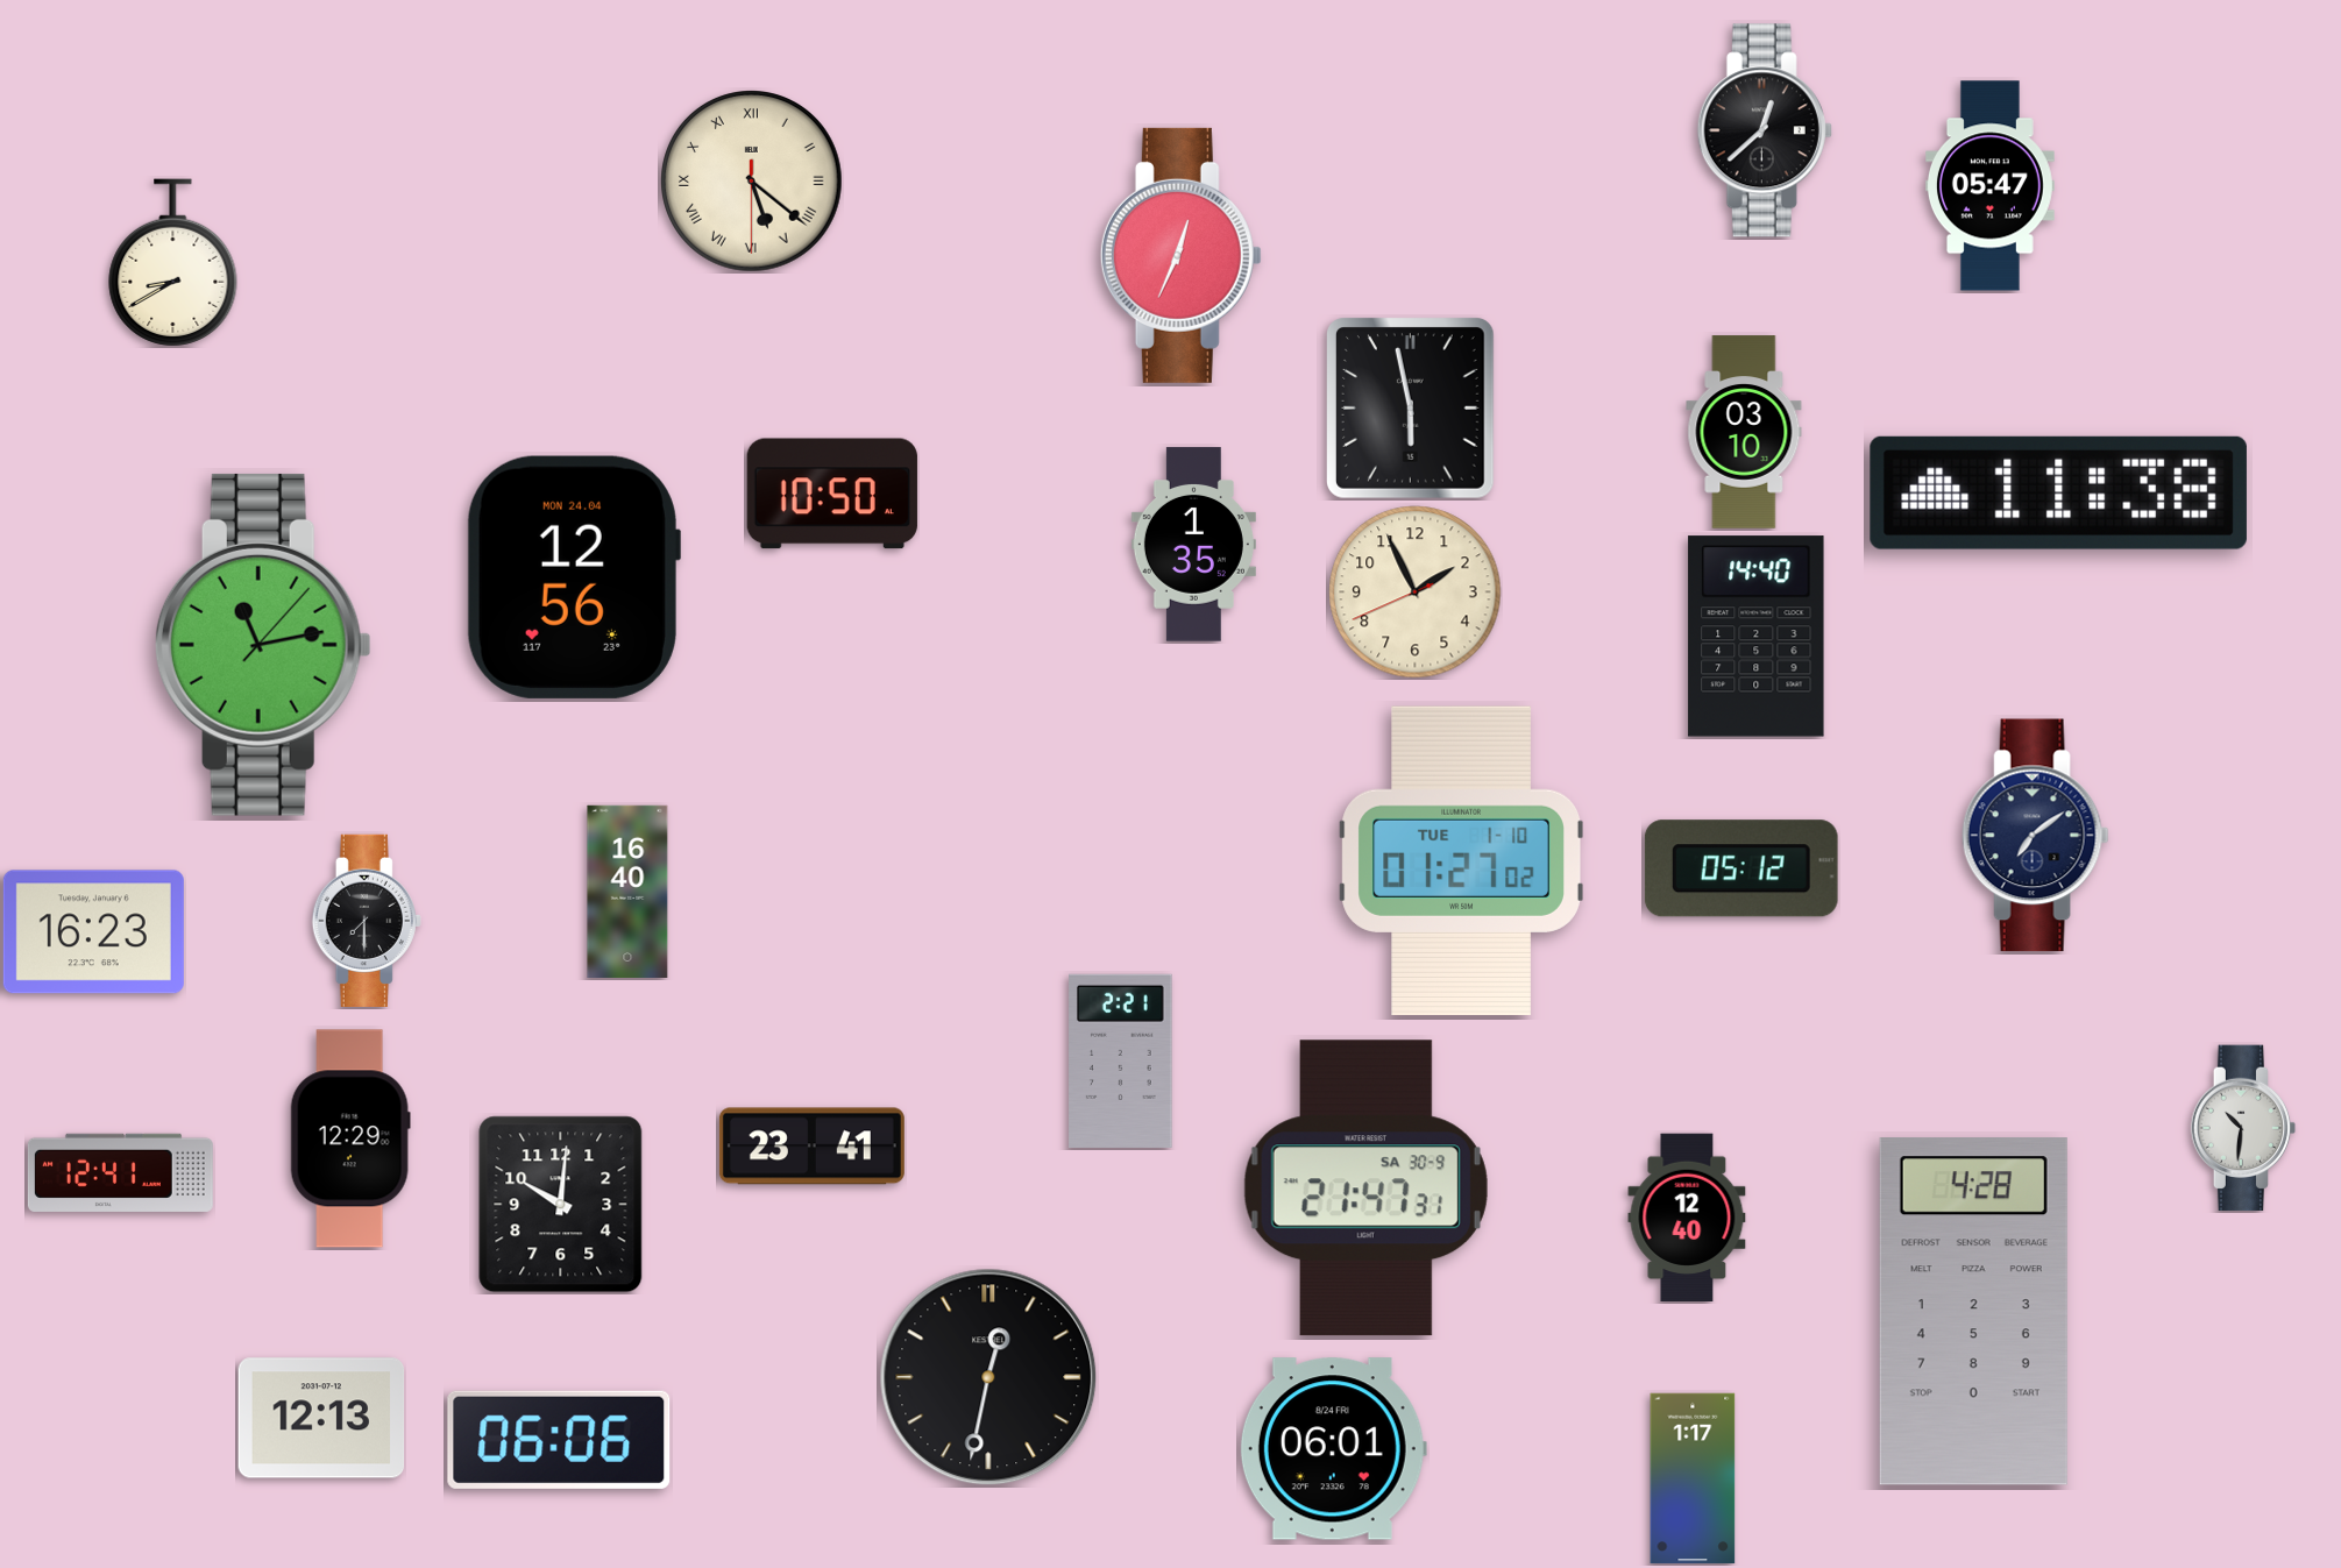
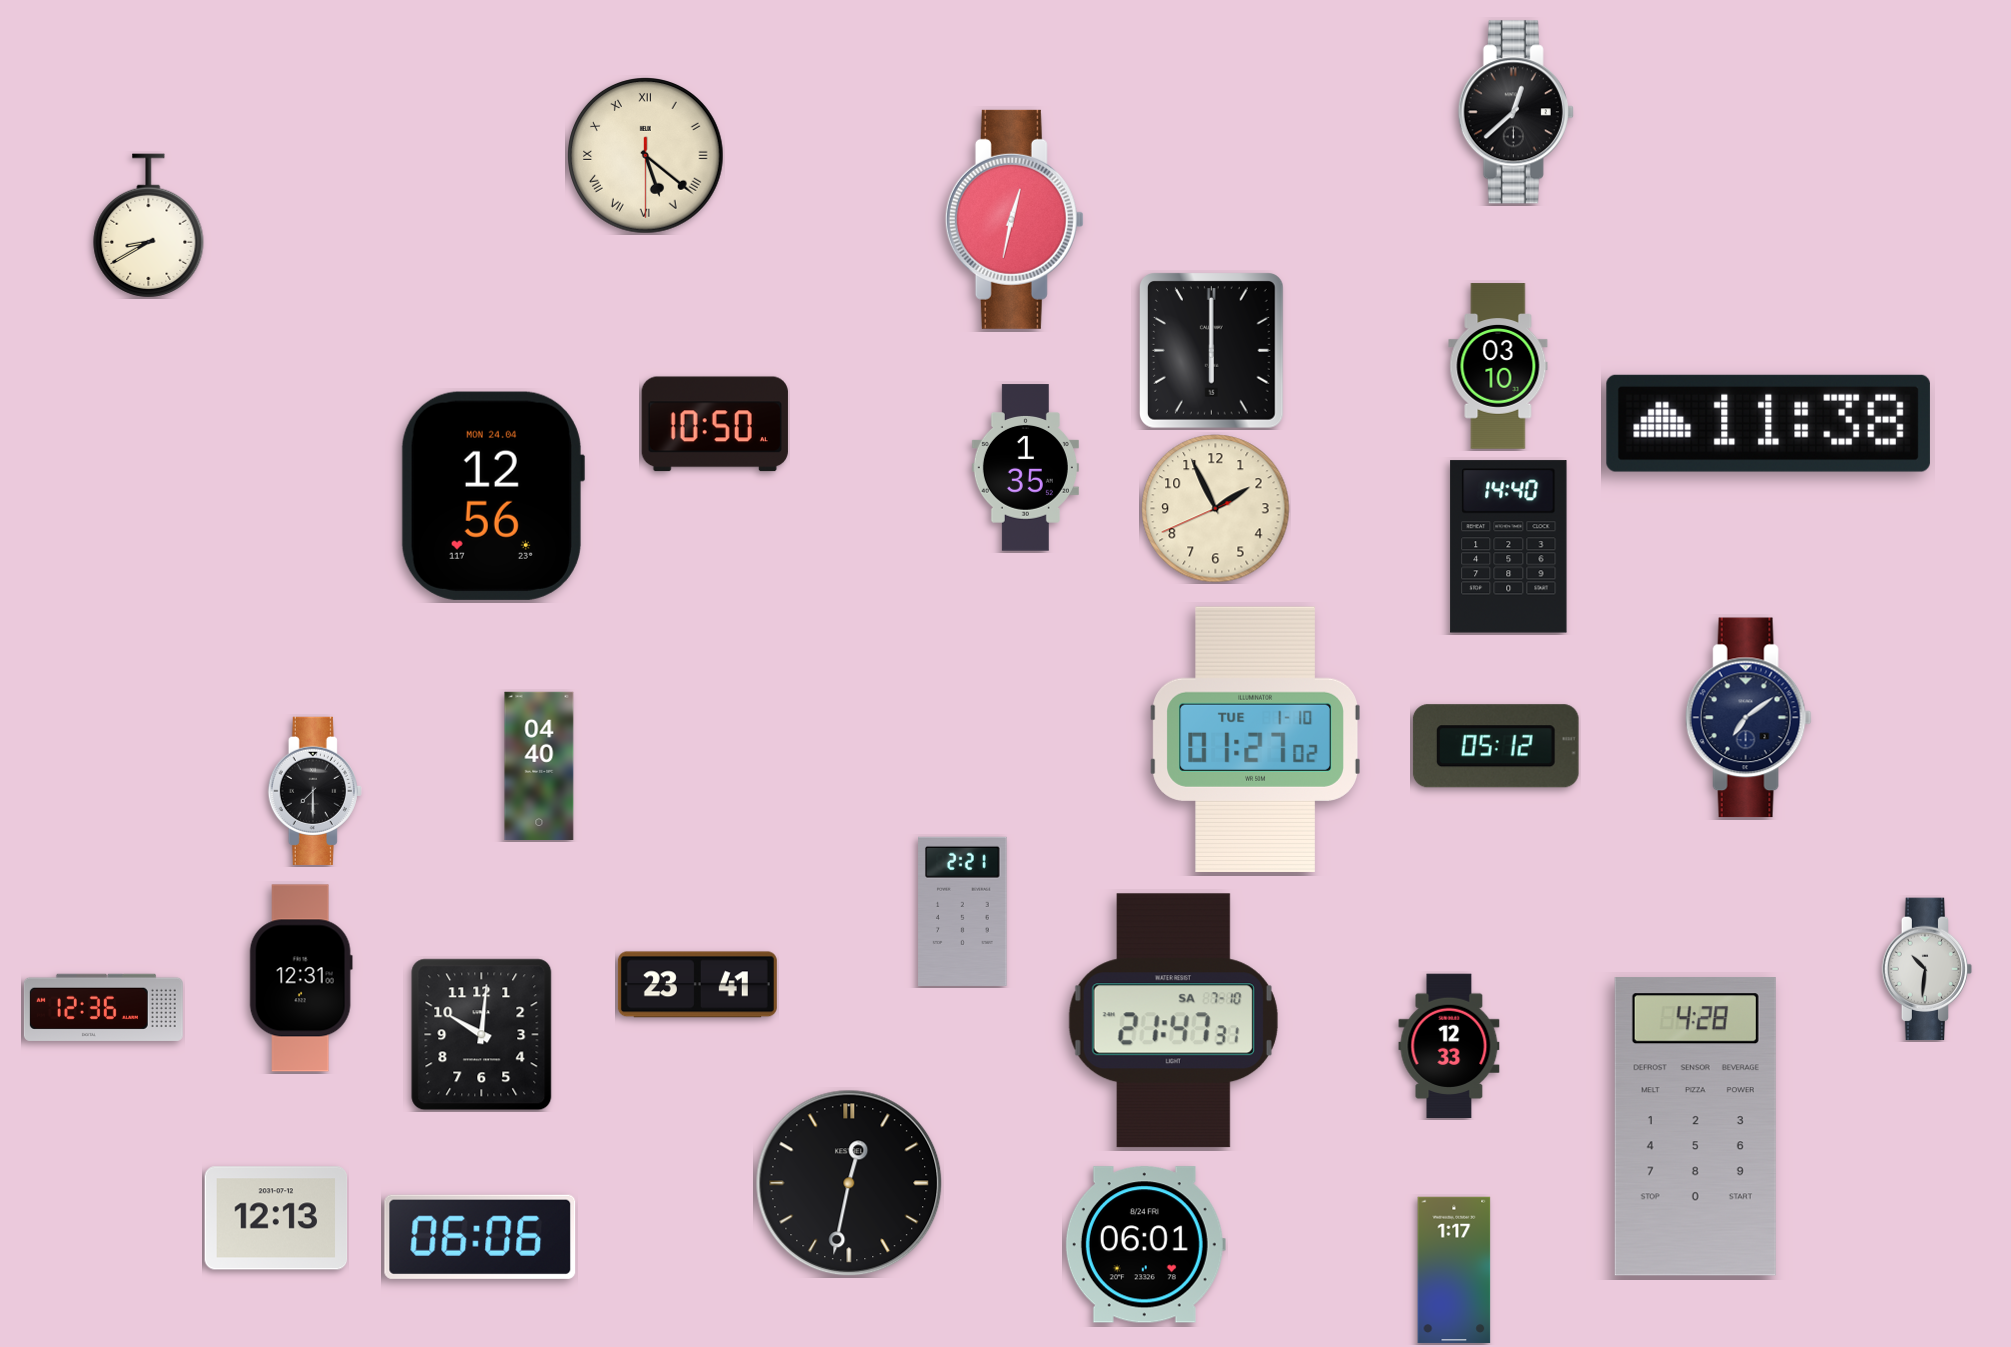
clock at (1989, 186): 05:47 -> none
clock at (1180, 255): 12:34 -> 12:32
clock at (1411, 409): 5:58 -> 6:00
clock at (1744, 432) position: (1744, 432) -> (1498, 366)
clock at (263, 645): 11:13 -> none
clock at (627, 891): 16:40 -> 04:40
clock at (93, 932): 16:23 -> none
clock at (350, 1138): 12:29 -> 12:31
clock at (120, 1172): 12:41 -> 12:36
clock at (1365, 1189) date: SA 30-9 -> SA 7-10
clock at (1687, 1218): 12:40 -> 12:33
